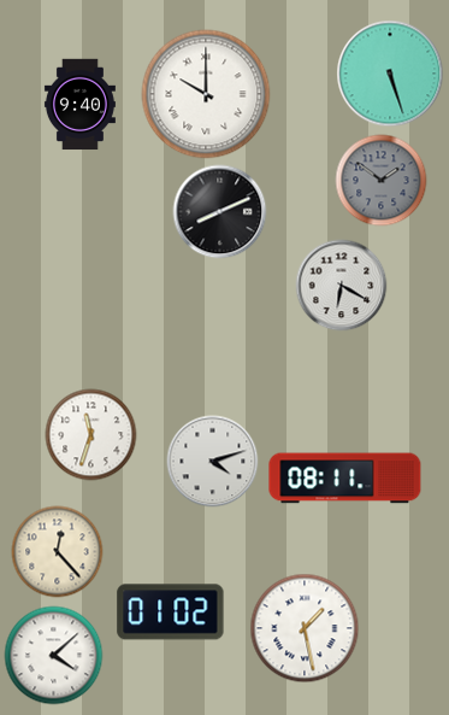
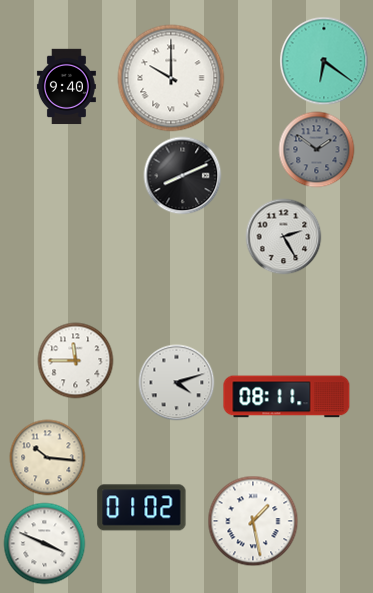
clock at (390, 74): 5:27 -> 6:21
clock at (342, 286): 6:20 -> 2:25
clock at (91, 435): 11:33 -> 11:45
clock at (58, 552): 12:23 -> 10:16
clock at (54, 656): 4:08 -> 3:49
